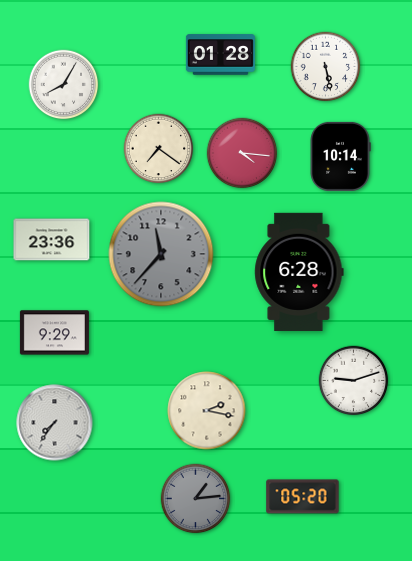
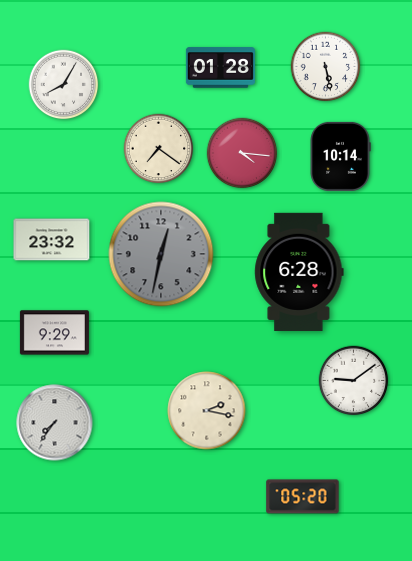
clock at (220, 55) position: (220, 55) -> (220, 68)
clock at (52, 240): 23:36 -> 23:32
clock at (161, 254): 11:37 -> 12:32
clock at (354, 381): 9:12 -> 9:09
clock at (196, 499): 1:14 -> none
